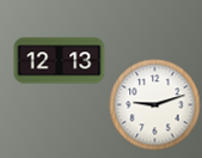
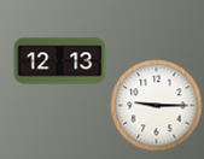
clock at (155, 105): 9:12 -> 9:15
